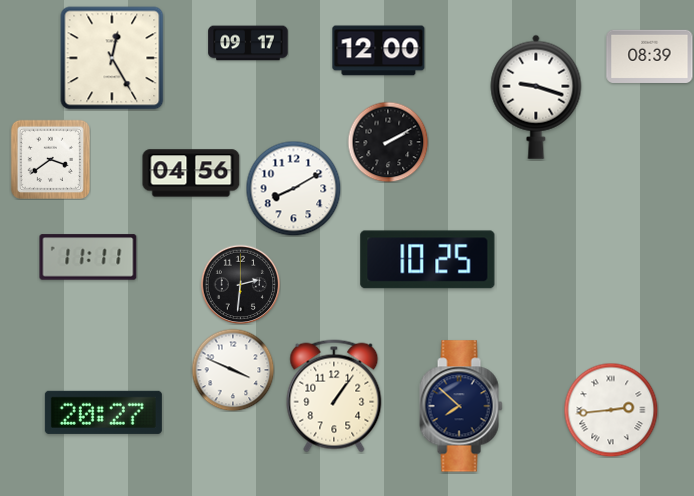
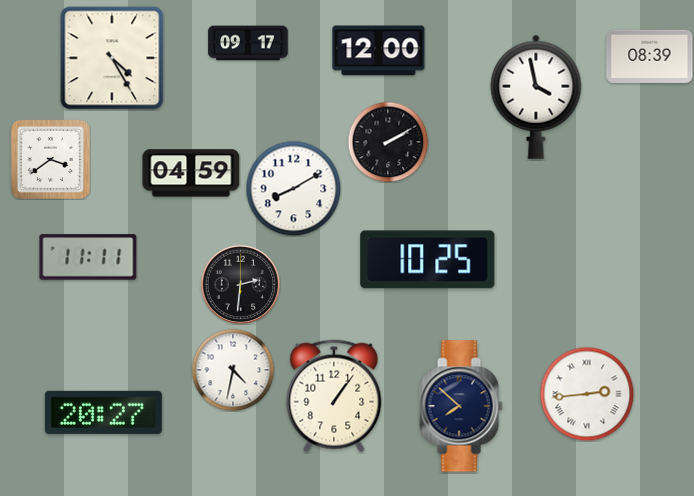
clock at (112, 58): 12:25 -> 4:25
clock at (536, 97): 9:18 -> 3:58
clock at (191, 173): 04:56 -> 04:59
clock at (233, 370): 3:49 -> 4:32
clock at (611, 410) position: (611, 410) -> (587, 394)
